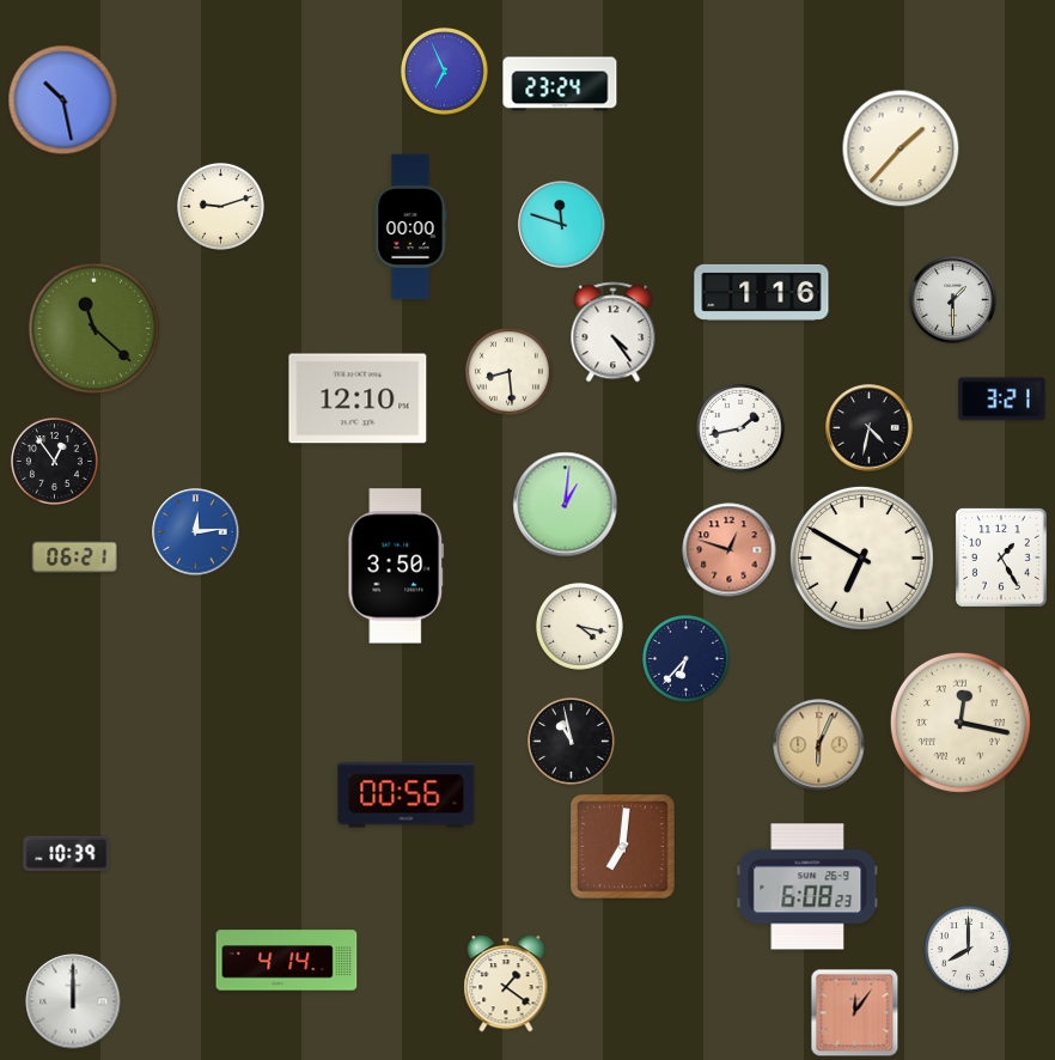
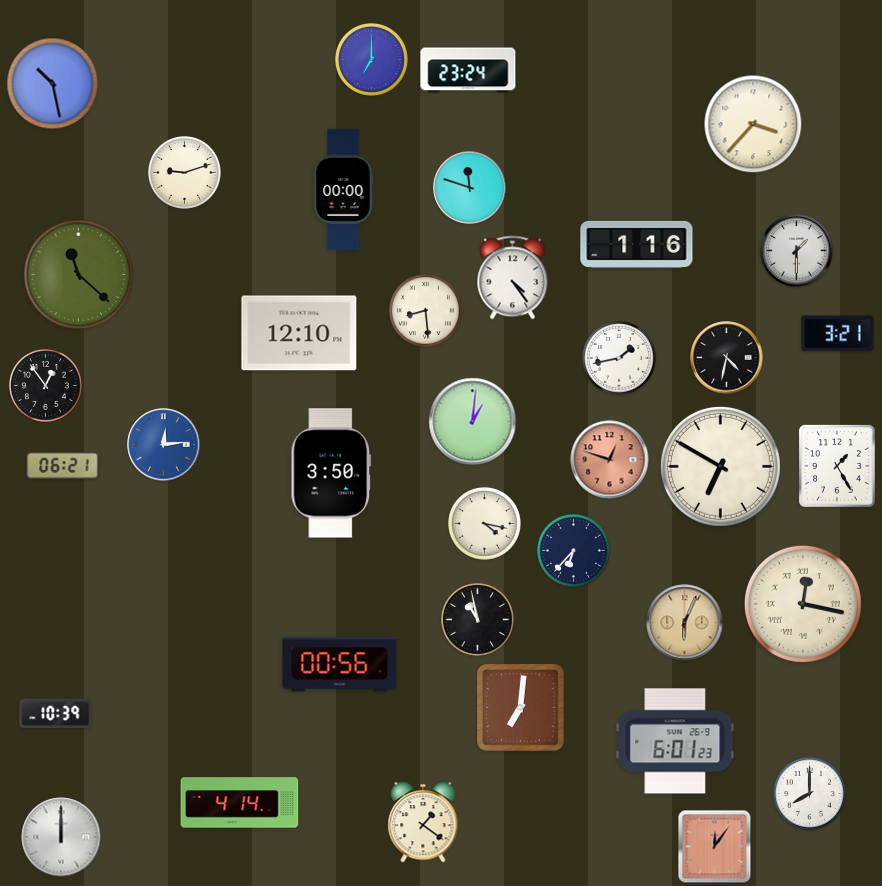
clock at (444, 71): 6:56 -> 7:00
clock at (901, 148): 1:37 -> 3:37
clock at (807, 887): 6:08 -> 6:01
